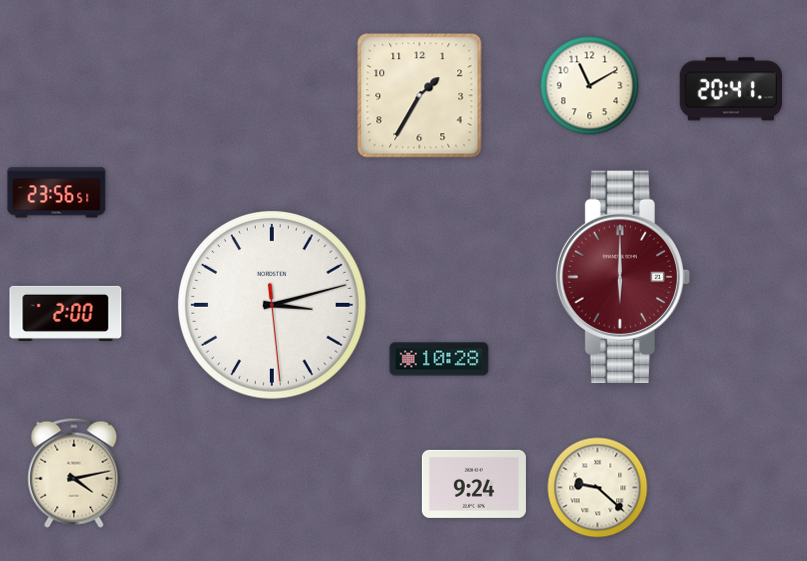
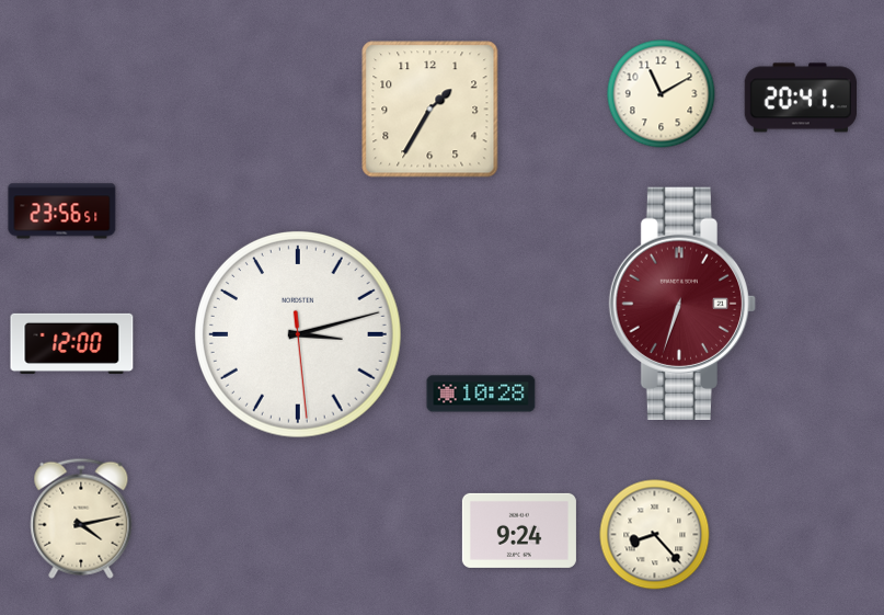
clock at (590, 86) position: (590, 86) -> (662, 94)
clock at (420, 96) position: (420, 96) -> (430, 110)
clock at (623, 276): 6:00 -> 6:33
clock at (66, 313): 2:00 -> 12:00
clock at (598, 488): 9:22 -> 8:23
